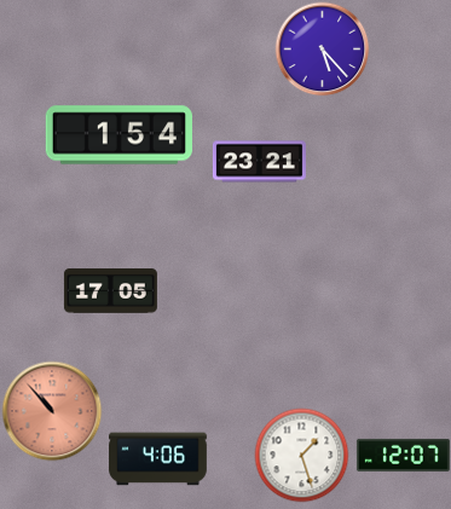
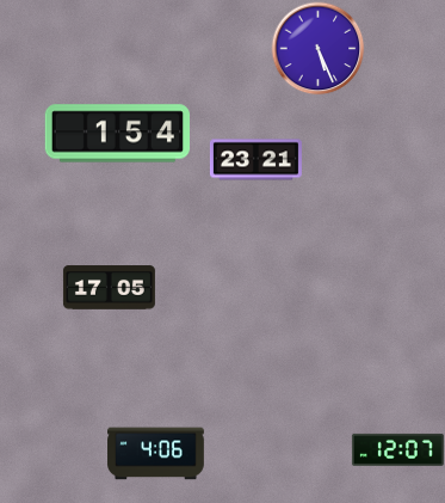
clock at (322, 48): 5:23 -> 5:26
clock at (52, 411): 10:53 -> none
clock at (301, 455): 1:27 -> none
